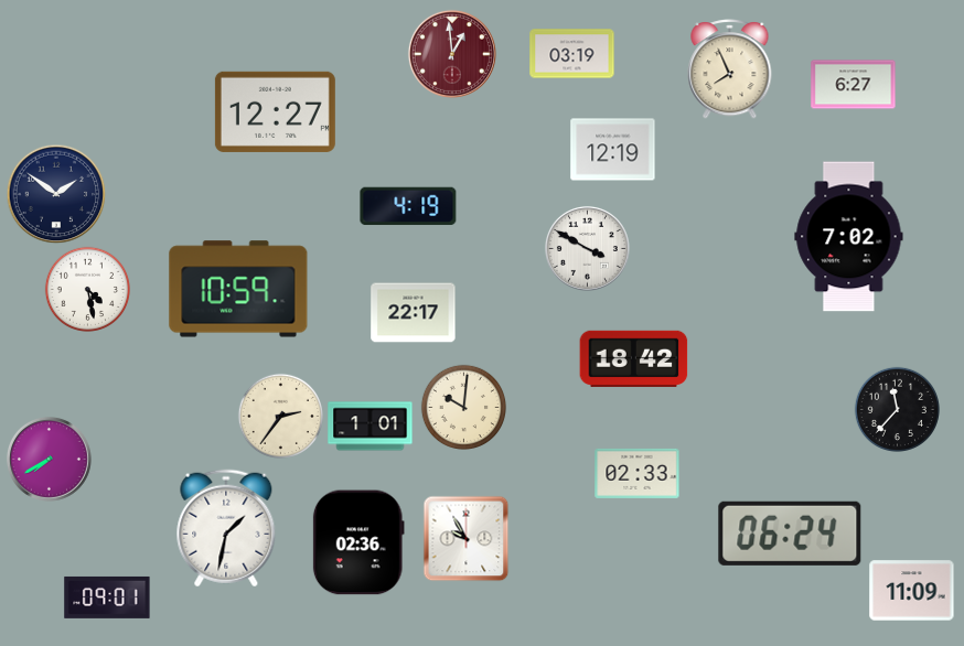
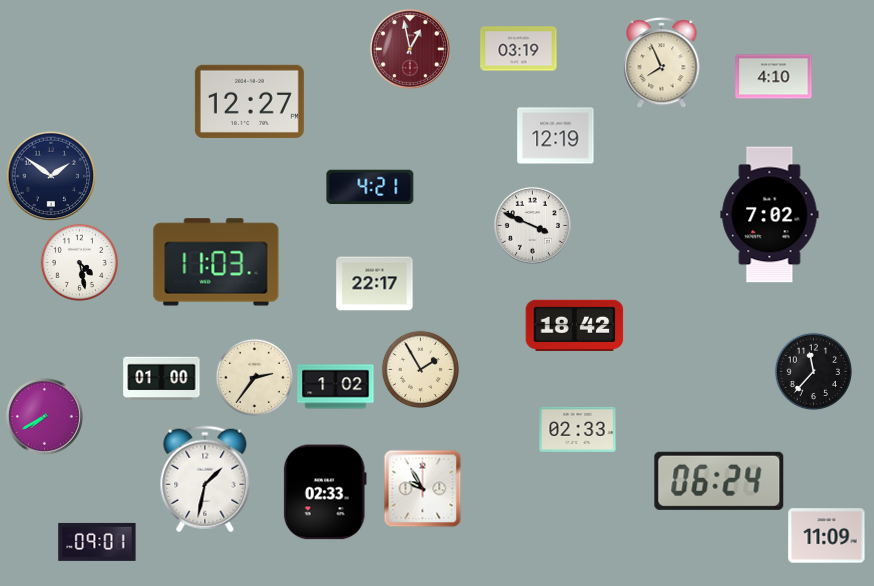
clock at (452, 54): 12:59 -> 12:58
clock at (854, 85): 6:27 -> 4:10
clock at (408, 206): 4:19 -> 4:21
clock at (587, 248): 3:50 -> 3:49
clock at (238, 289): 10:59 -> 11:03
clock at (463, 407): 10:01 -> 1:55
clock at (162, 379): none -> 01:00
clock at (371, 427): 1:01 -> 1:02
clock at (790, 534) position: (790, 534) -> (719, 481)
clock at (358, 542): 02:36 -> 02:33
